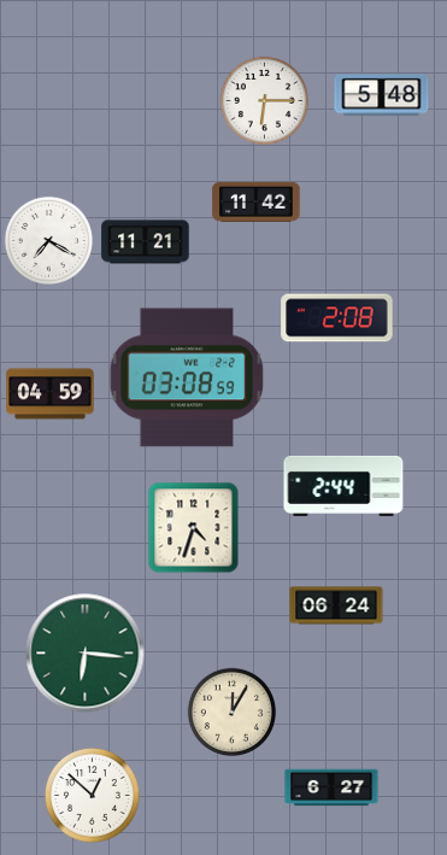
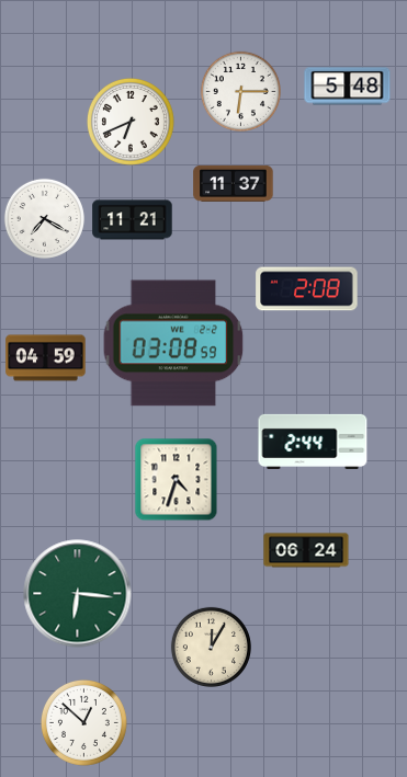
clock at (131, 122): none -> 6:41
clock at (257, 201): 11:42 -> 11:37
clock at (187, 377) position: (187, 377) -> (173, 343)
clock at (331, 787): 6:27 -> none
